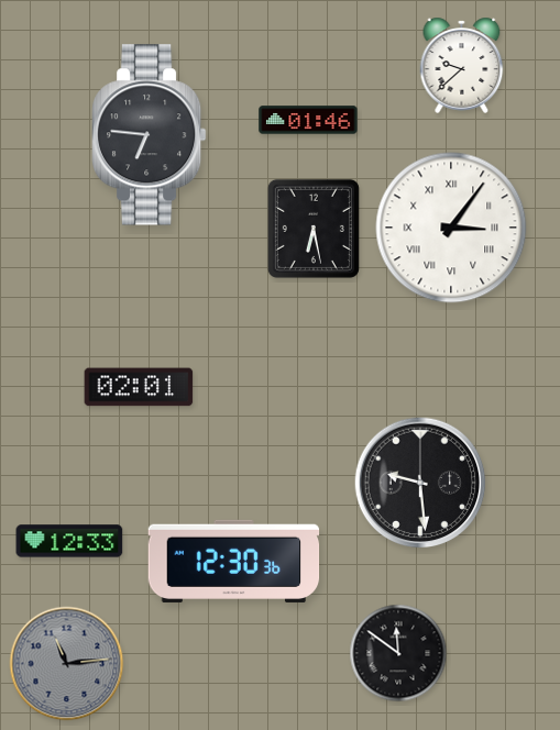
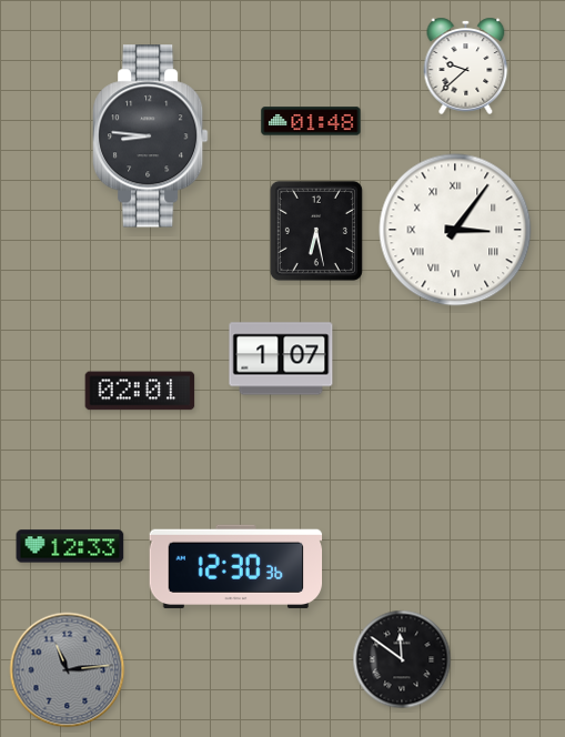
clock at (308, 120): 01:46 -> 01:48
clock at (149, 135): 6:46 -> 8:46
clock at (281, 359): none -> 1:07
clock at (420, 483): 9:29 -> none
